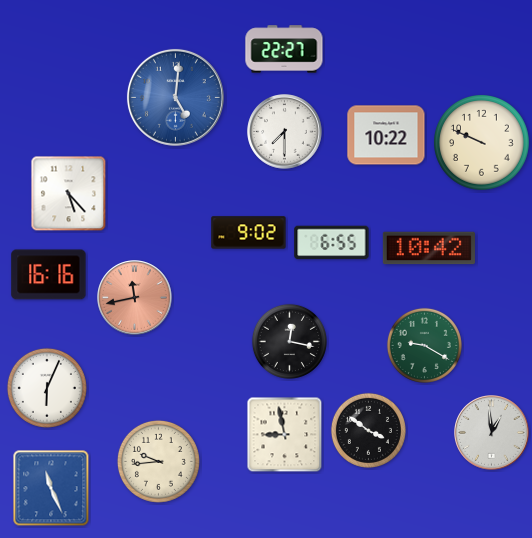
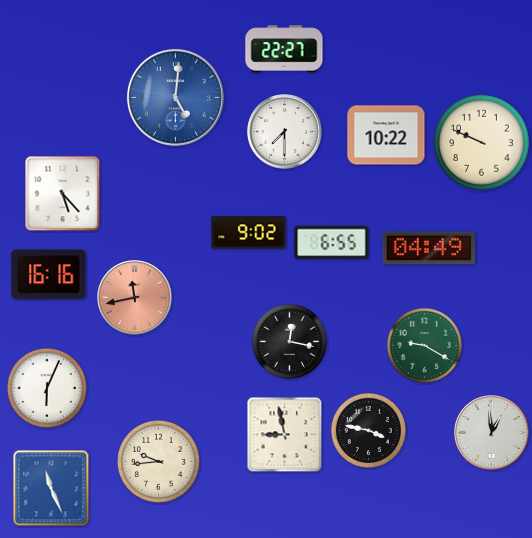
clock at (69, 194) position: (69, 194) -> (63, 194)
clock at (429, 248): 10:42 -> 04:49
clock at (368, 430): 3:51 -> 3:47
